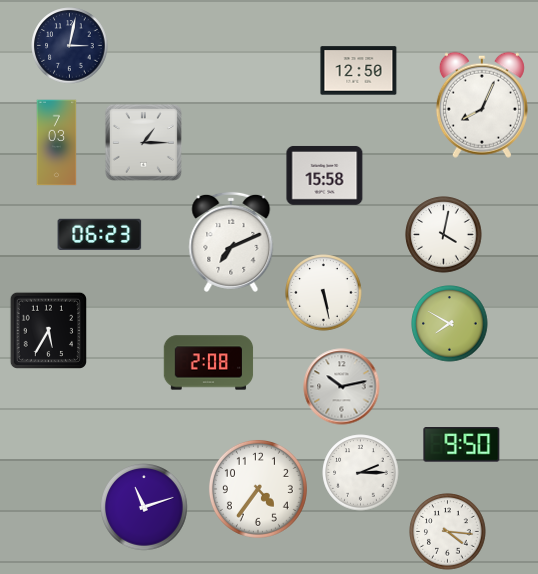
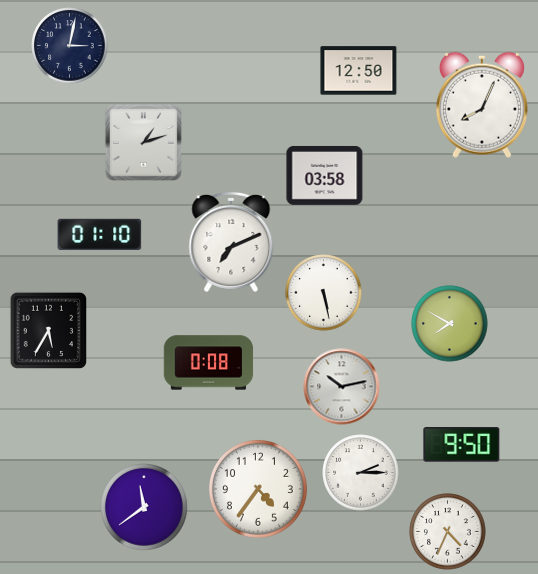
clock at (143, 142): 1:15 -> 1:12
clock at (57, 143): 7:03 -> none
clock at (325, 175): 15:58 -> 03:58
clock at (100, 234): 06:23 -> 01:10
clock at (444, 235): 4:02 -> none
clock at (209, 363): 2:08 -> 0:08
clock at (144, 507): 11:12 -> 11:39
clock at (448, 532): 4:16 -> 4:34
